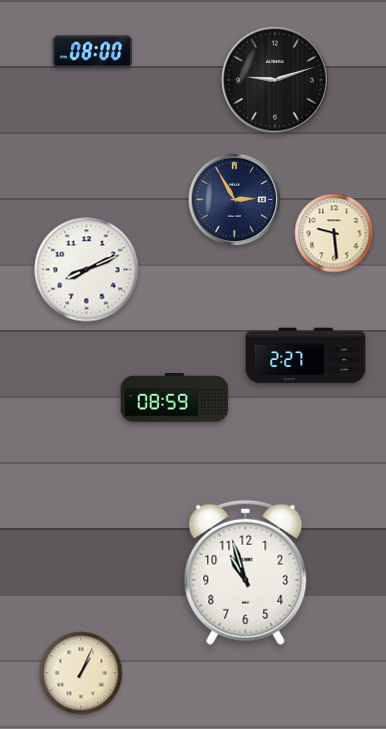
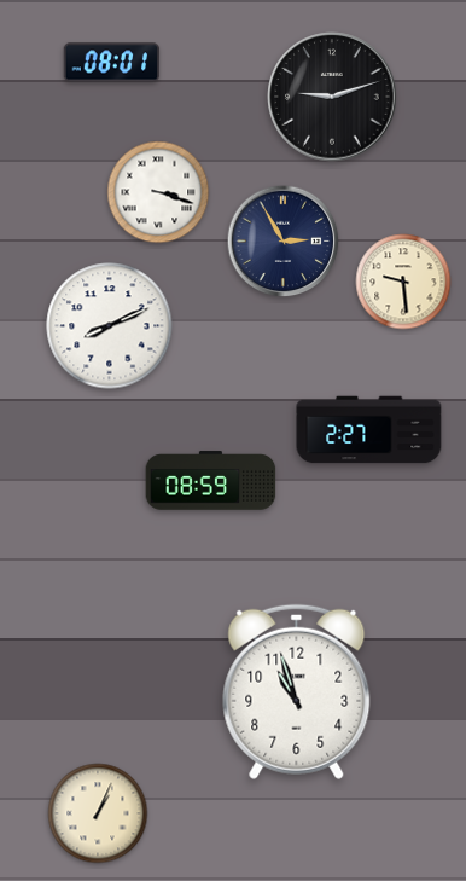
clock at (93, 52): 08:00 -> 08:01
clock at (158, 192): none -> 3:18
clock at (87, 270) position: (87, 270) -> (110, 326)
